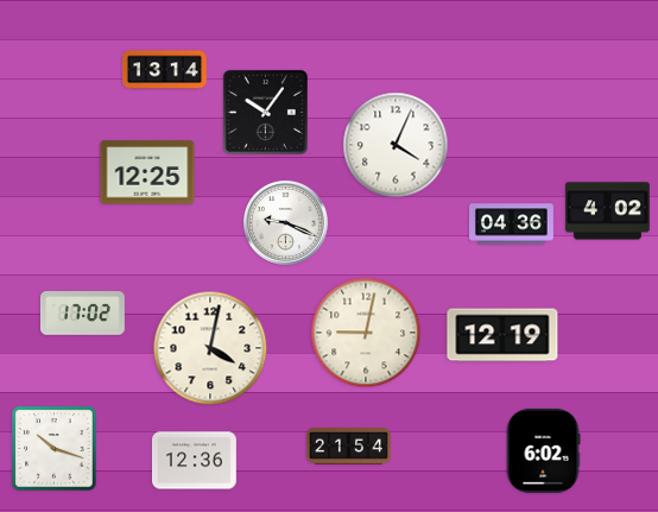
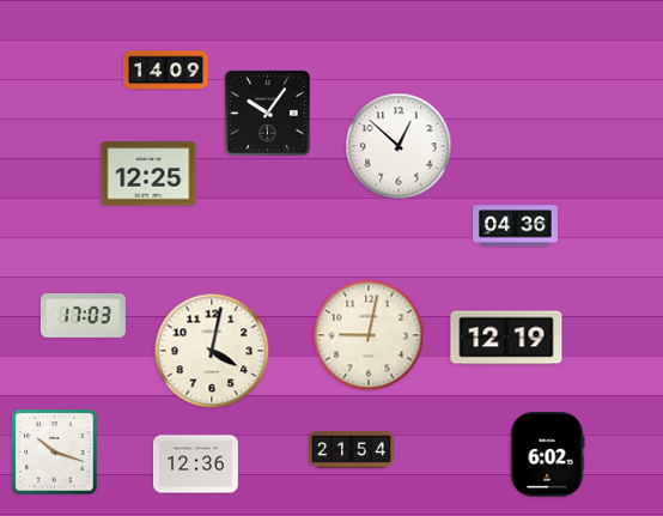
clock at (164, 70): 13:14 -> 14:09
clock at (396, 145): 4:04 -> 12:52
clock at (607, 211): 4:02 -> none
clock at (285, 222): 9:19 -> none
clock at (83, 314): 17:02 -> 17:03
